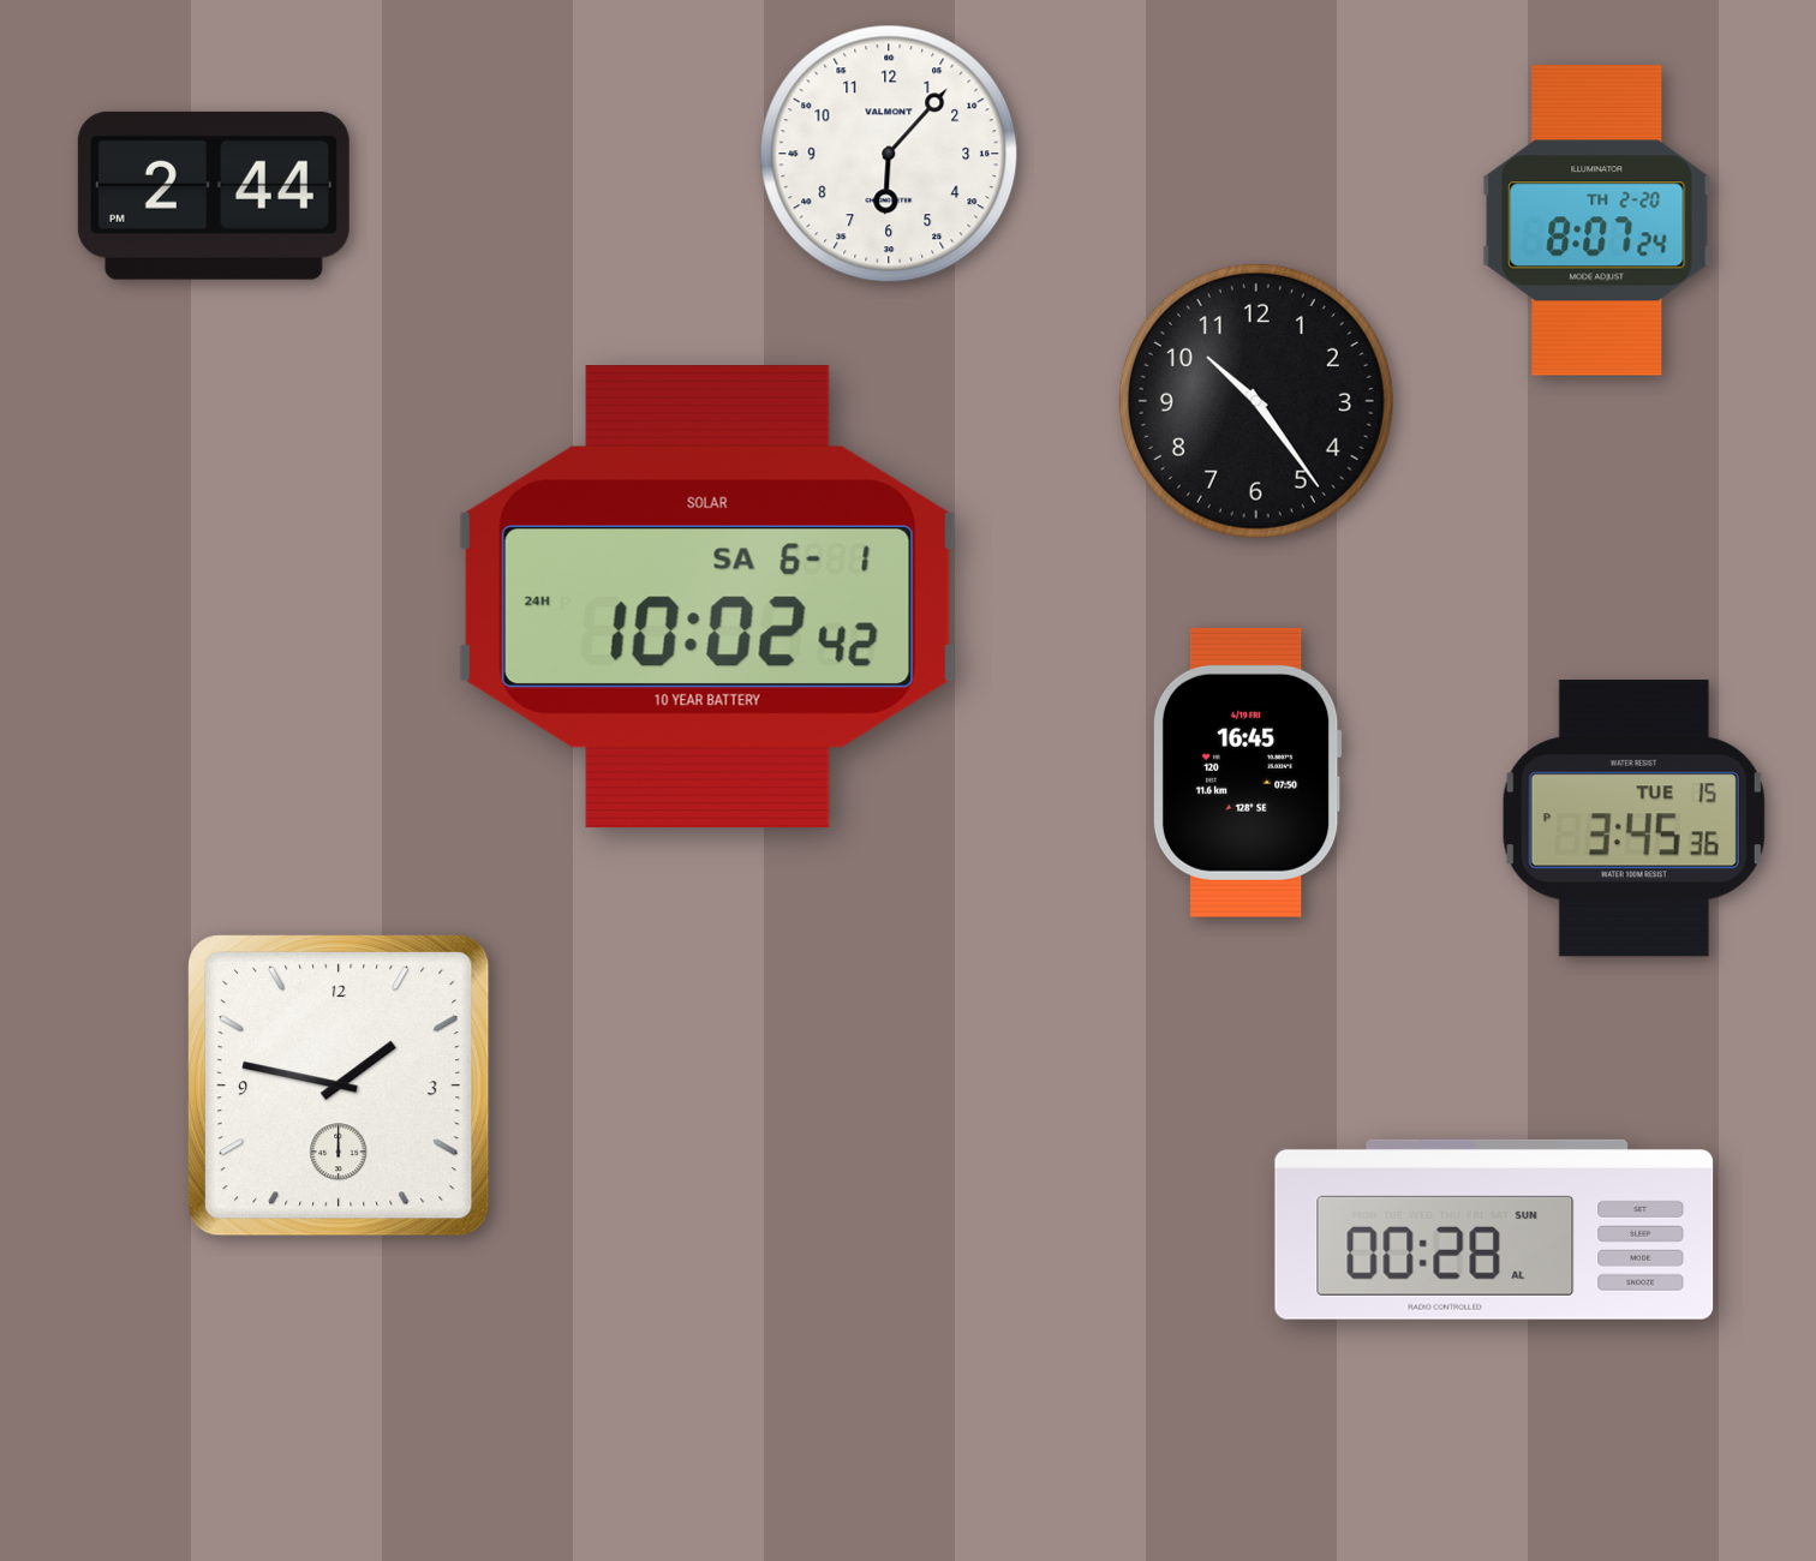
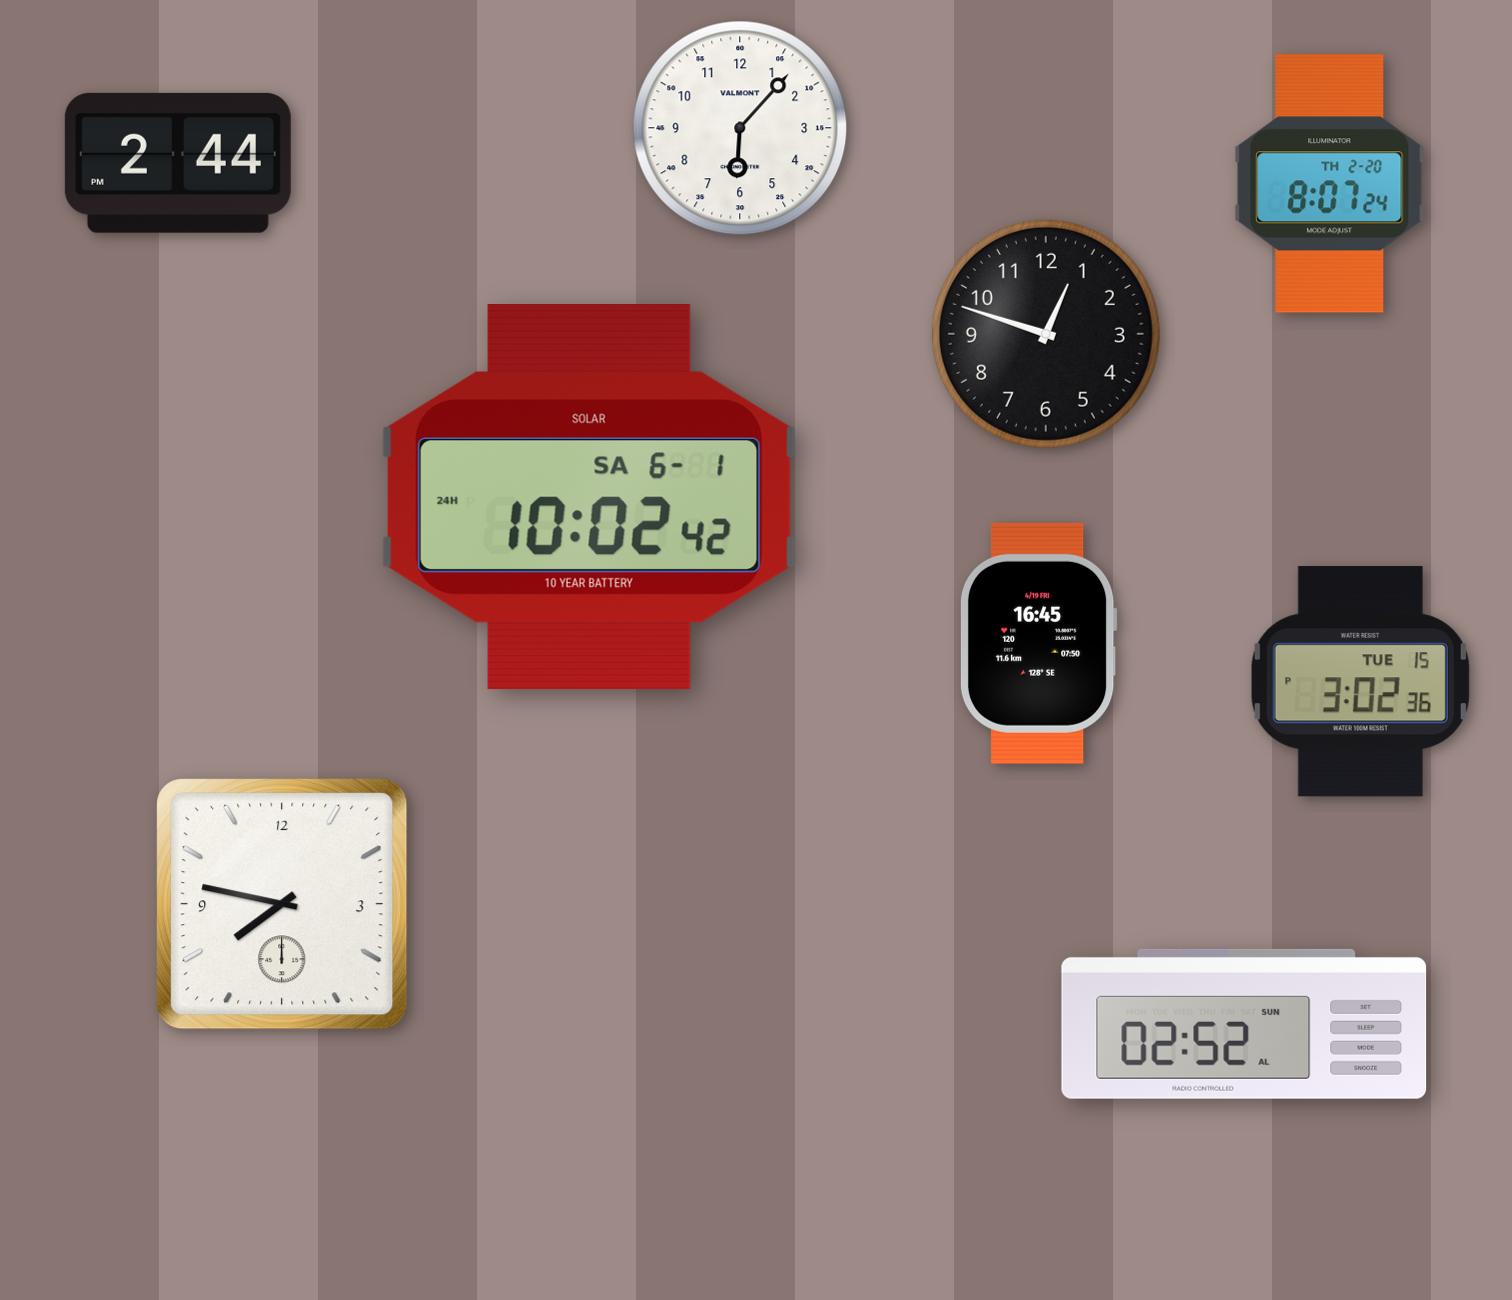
clock at (1256, 401): 10:24 -> 12:48
clock at (1633, 819): 3:45 -> 3:02
clock at (339, 1085): 1:47 -> 7:47
clock at (1494, 1230): 00:28 -> 02:52
